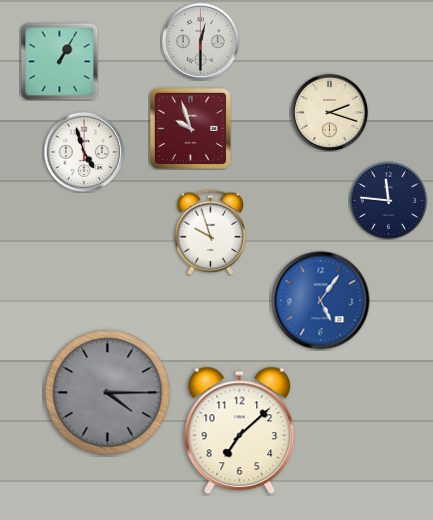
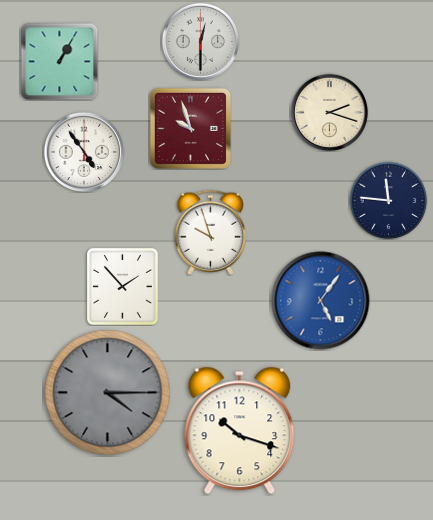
clock at (84, 152): 4:57 -> 4:54
clock at (123, 287): none -> 1:53
clock at (240, 431): 7:08 -> 10:18
